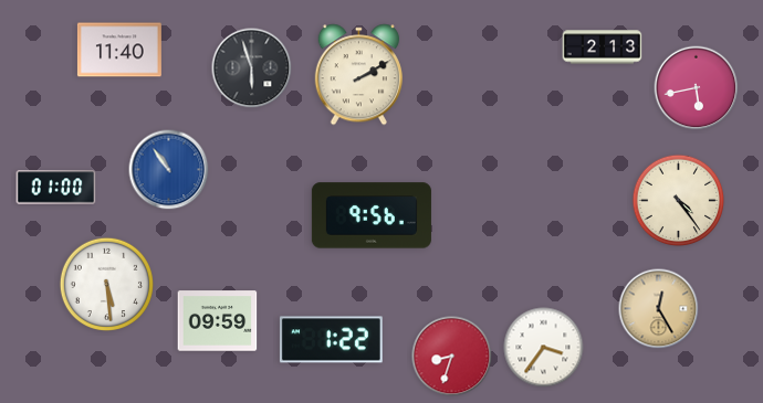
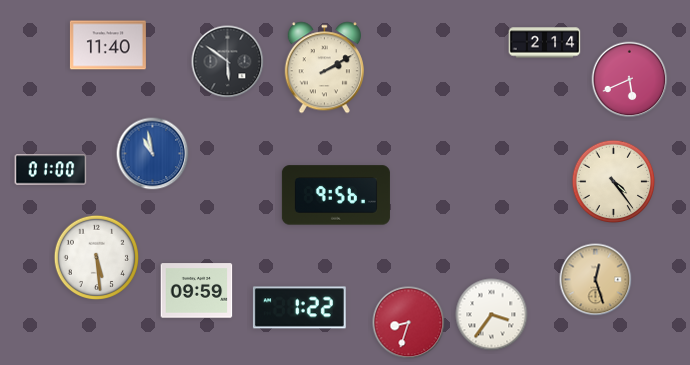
clock at (603, 47): 2:13 -> 2:14
clock at (252, 68): 5:57 -> 5:51
clock at (697, 88): 5:43 -> 5:41
clock at (169, 170): 10:54 -> 10:58
clock at (659, 309): 12:25 -> 12:27
